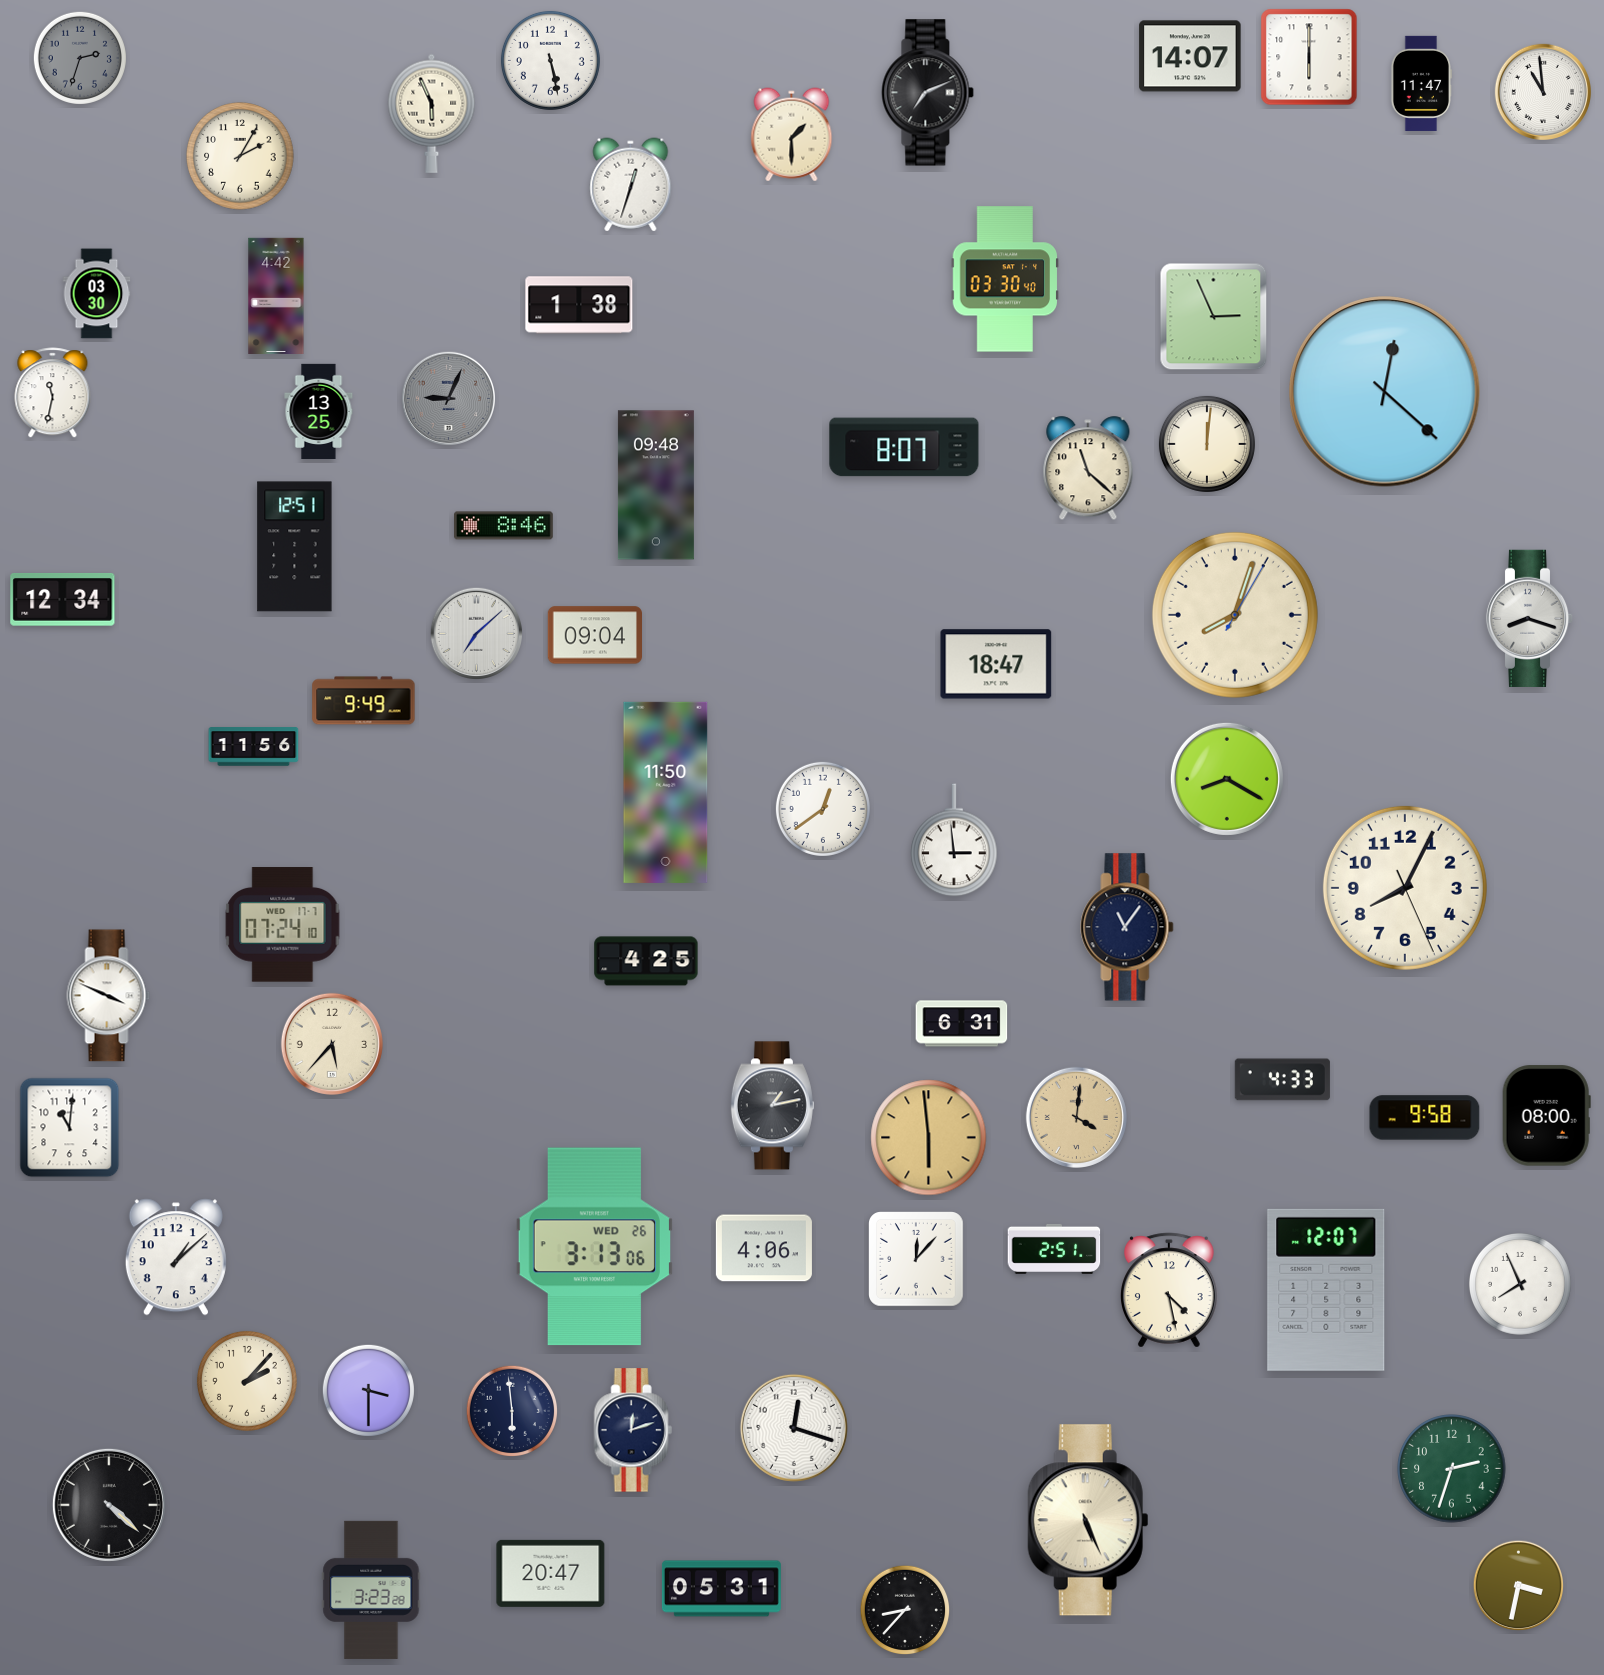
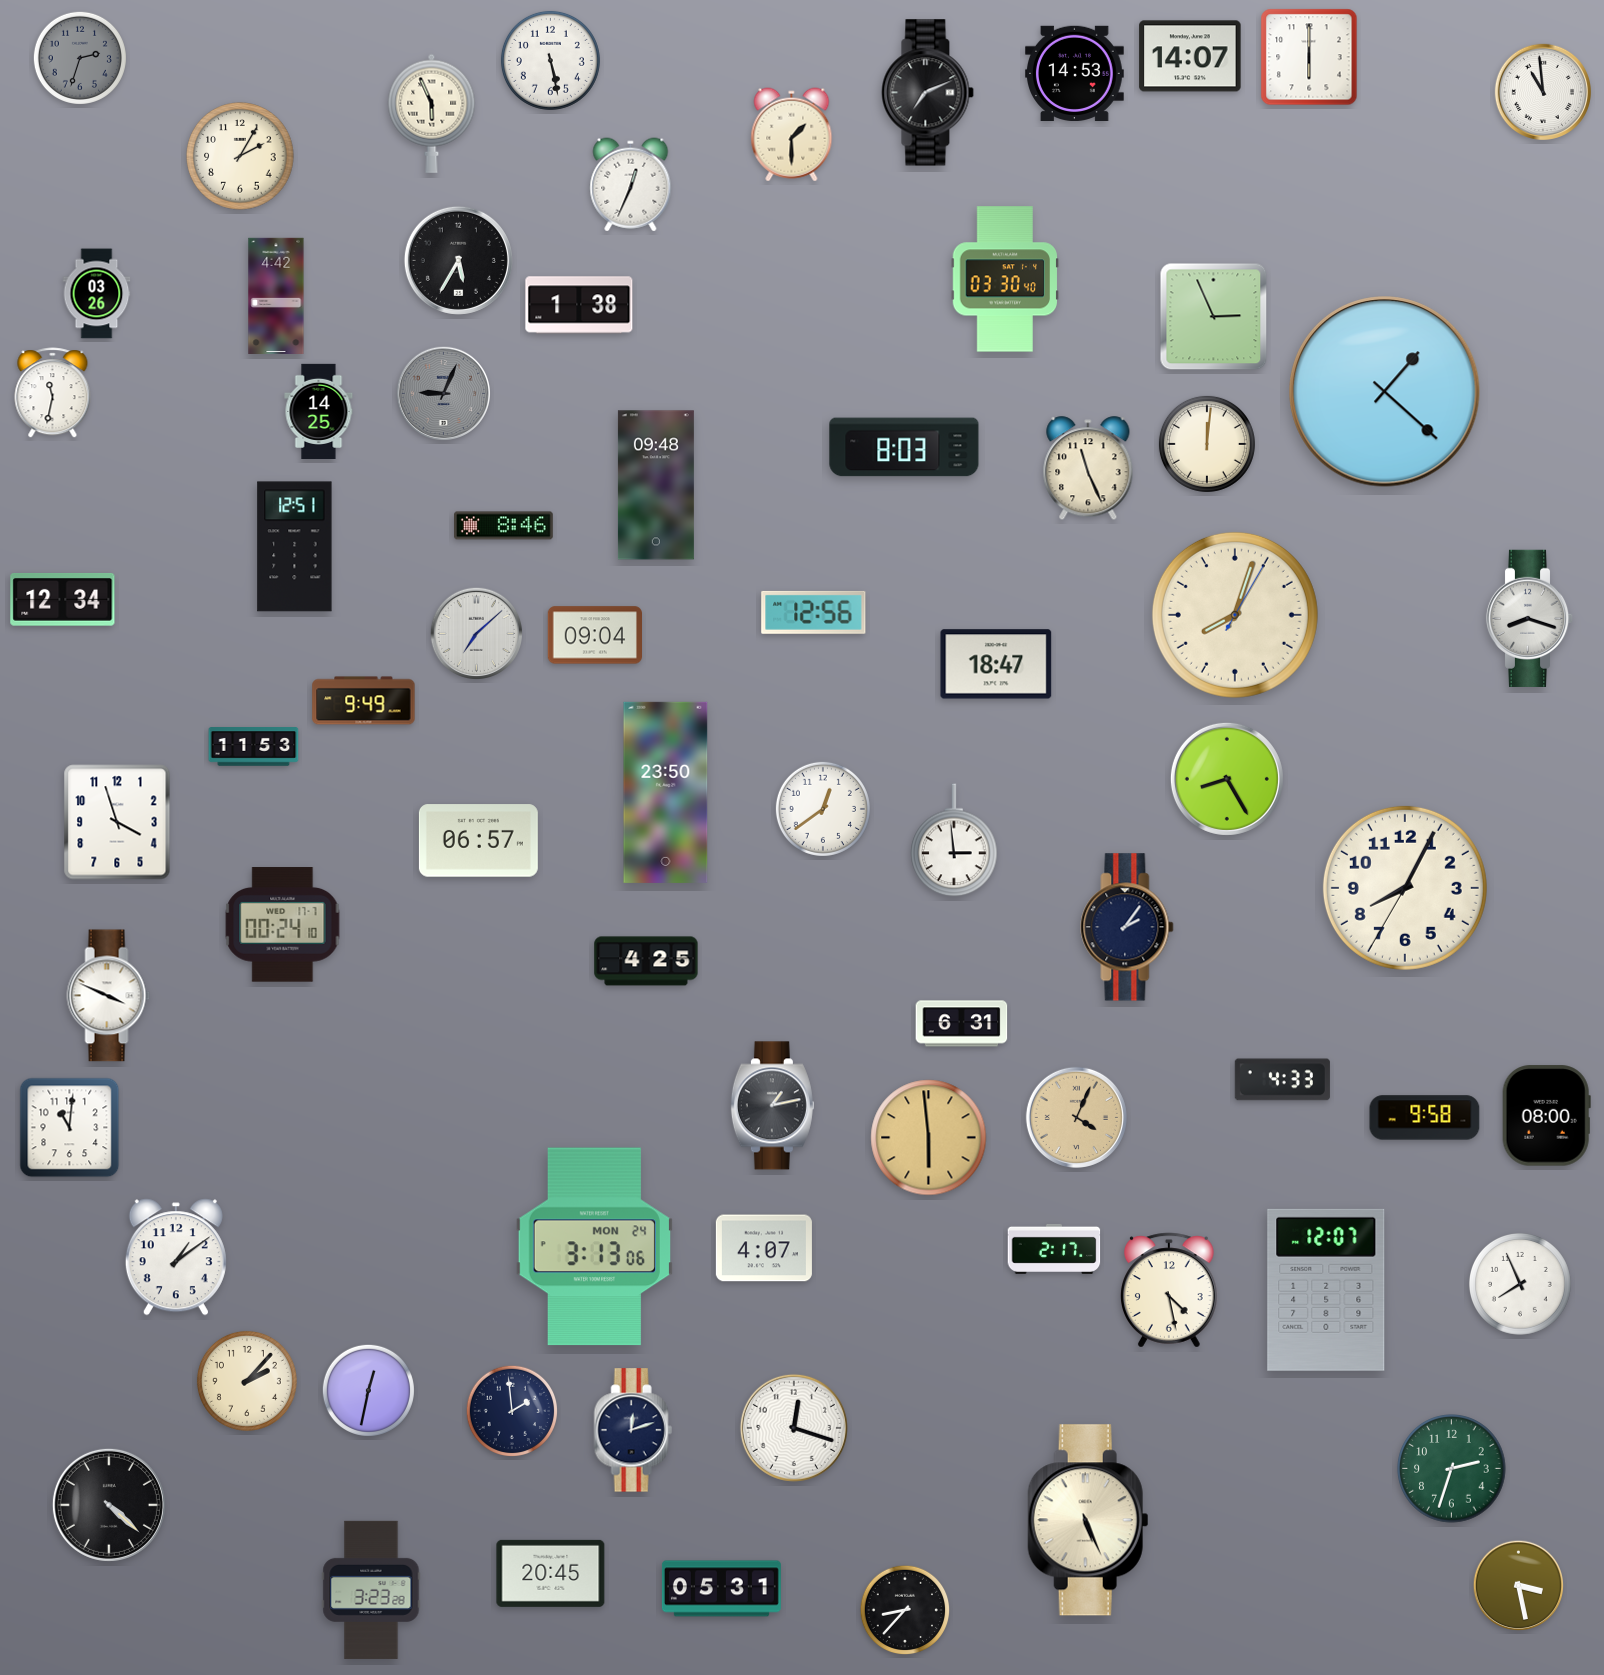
clock at (1075, 73): none -> 14:53
clock at (1421, 83): 11:47 -> none
clock at (631, 185): 12:33 -> 12:34
clock at (458, 260): none -> 5:35
clock at (97, 294): 03:30 -> 03:26
clock at (1385, 392): 12:22 -> 1:22
clock at (448, 398) position: (448, 398) -> (443, 393)
clock at (319, 411): 13:25 -> 14:25
clock at (904, 447): 8:07 -> 8:03
clock at (1088, 469): 11:22 -> 11:26
clock at (814, 612): none -> 12:56
clock at (254, 747): 11:56 -> 11:53
clock at (1227, 779): 8:20 -> 8:25
clock at (666, 792): 11:50 -> 23:50
clock at (117, 822): none -> 3:57
clock at (478, 841): none -> 06:57
clock at (1405, 888): 8:04:26 -> 8:04:35
clock at (283, 925): 07:24 -> 00:24
clock at (1127, 927): 11:06 -> 2:06
clock at (332, 1044): 5:37 -> none
clock at (1076, 1117): 4:01 -> 4:04
clock at (594, 1247) date: WED 26 -> MON 24
clock at (764, 1248): 4:06 -> 4:07
clock at (1054, 1249): 2:51 -> 2:17
clock at (176, 1257): 1:08 -> 1:09
clock at (917, 1260): 12:07 -> none
clock at (368, 1390): 3:30 -> 12:32
clock at (511, 1410): 5:59 -> 1:59
clock at (551, 1573): 20:47 -> 20:45
clock at (1519, 1586): 3:32 -> 3:28
